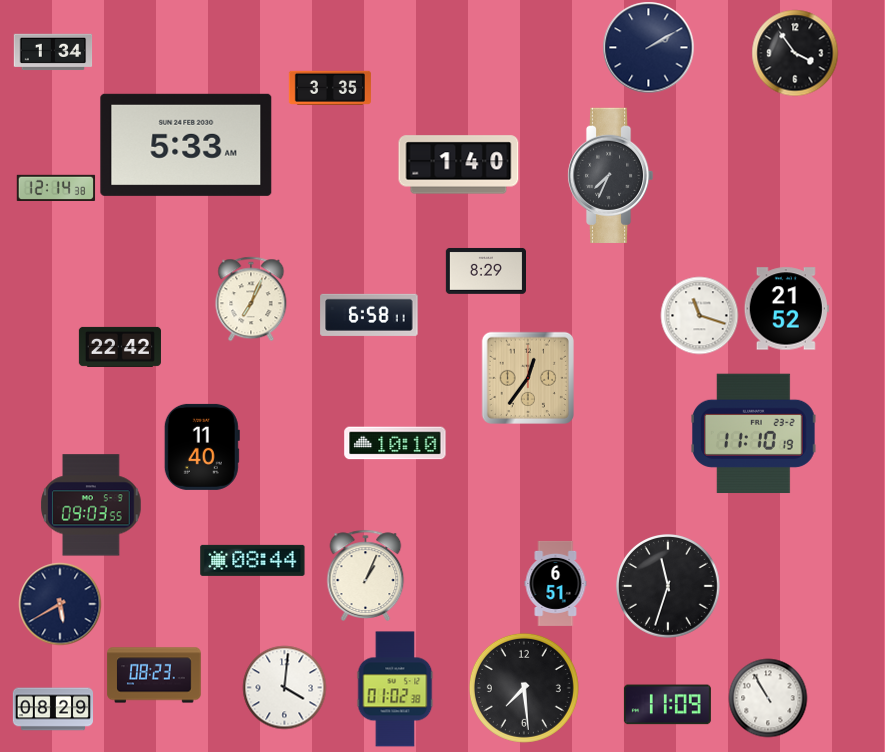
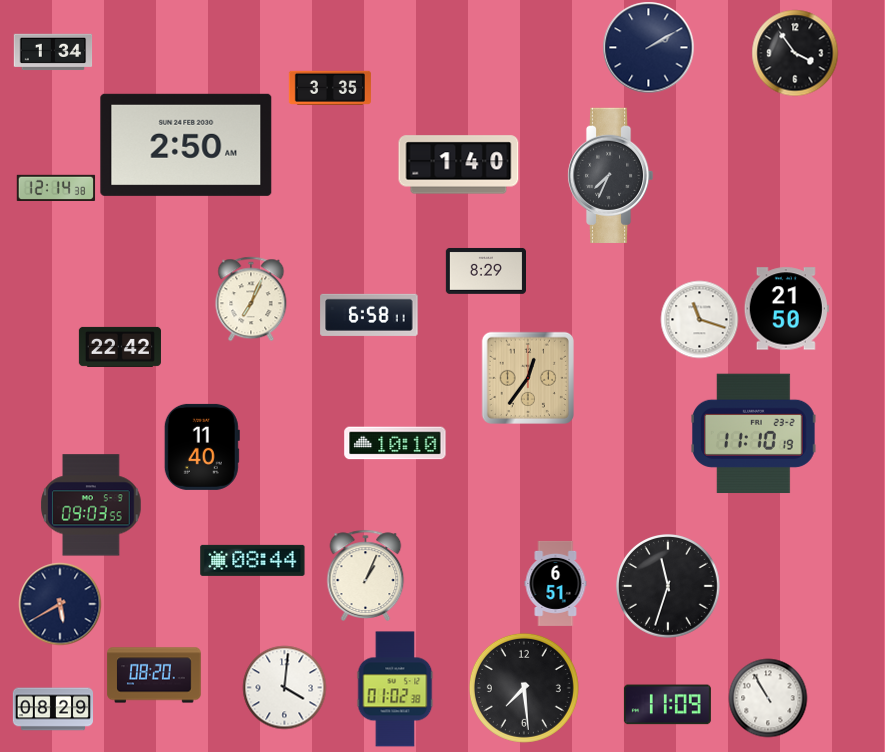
clock at (186, 145): 5:33 -> 2:50
clock at (786, 309): 21:52 -> 21:50
clock at (699, 315) position: (699, 315) -> (699, 319)
clock at (154, 675): 08:23 -> 08:20
